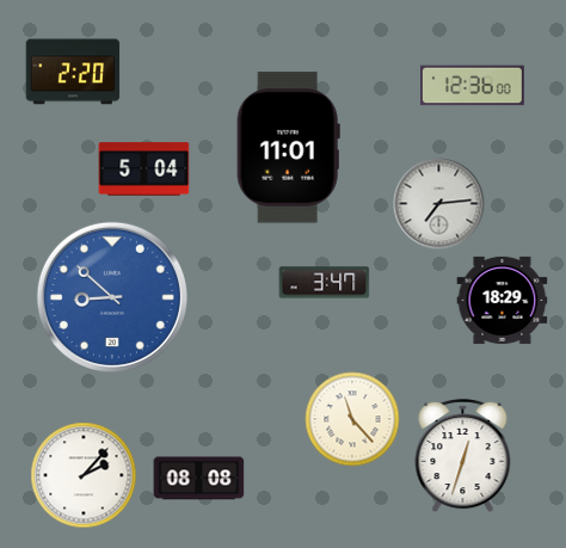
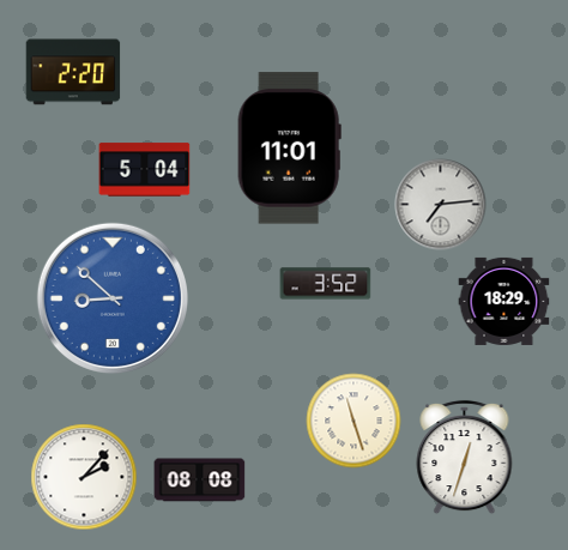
clock at (473, 86): 12:36 -> none
clock at (325, 283): 3:47 -> 3:52
clock at (352, 419): 11:23 -> 11:27
